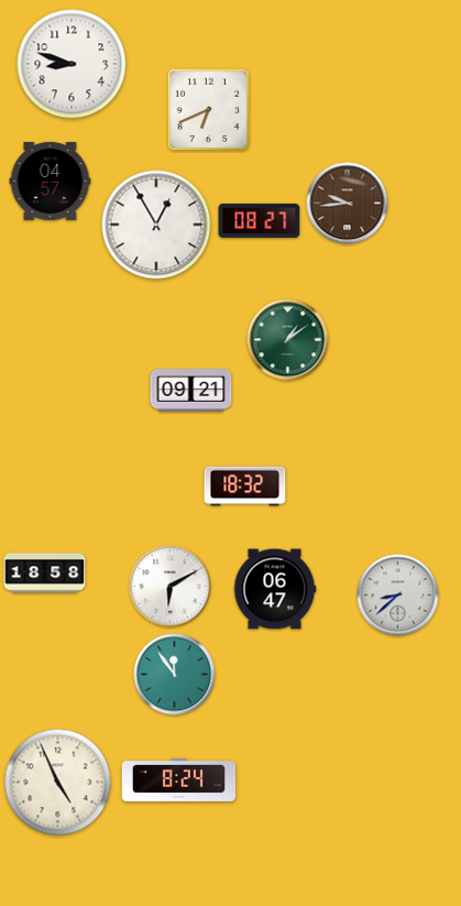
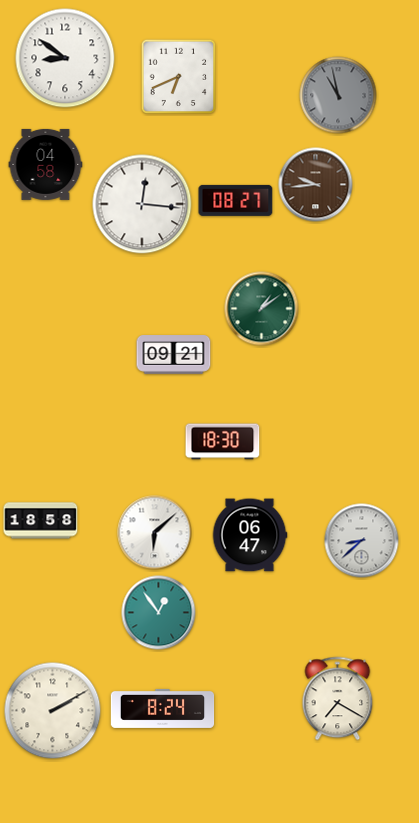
clock at (72, 64): 8:48 -> 8:51
clock at (338, 95): none -> 10:58
clock at (209, 110) position: (209, 110) -> (179, 77)
clock at (51, 181): 04:57 -> 04:58
clock at (156, 225): 12:55 -> 12:16
clock at (245, 487): 18:32 -> 18:30
clock at (171, 587): 6:10 -> 6:08
clock at (175, 675): 11:54 -> 12:54
clock at (338, 699): none -> 7:20
clock at (58, 783): 4:56 -> 2:10
